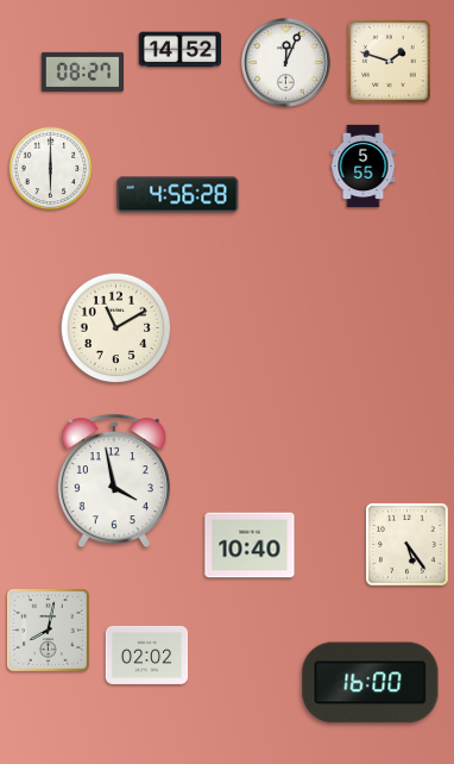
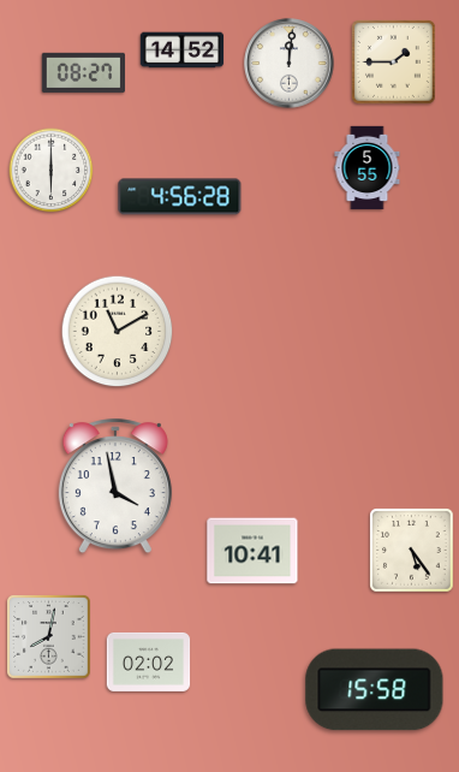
clock at (390, 62): 1:48 -> 1:45
clock at (286, 63): 12:04 -> 12:01
clock at (250, 545): 10:40 -> 10:41
clock at (371, 683): 16:00 -> 15:58
